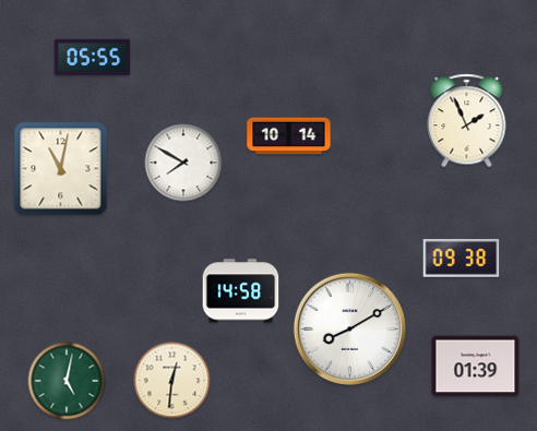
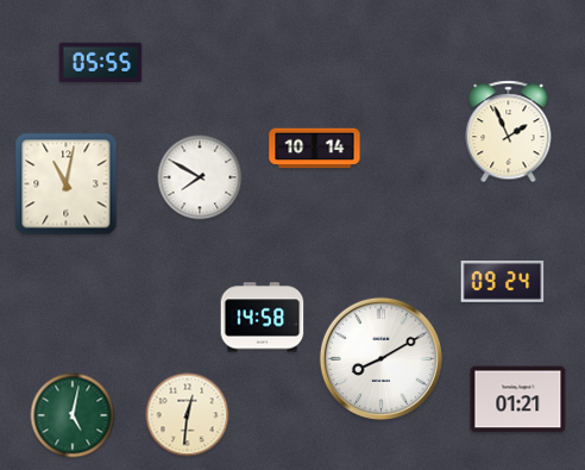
clock at (462, 259): 09:38 -> 09:24
clock at (476, 367): 01:39 -> 01:21
